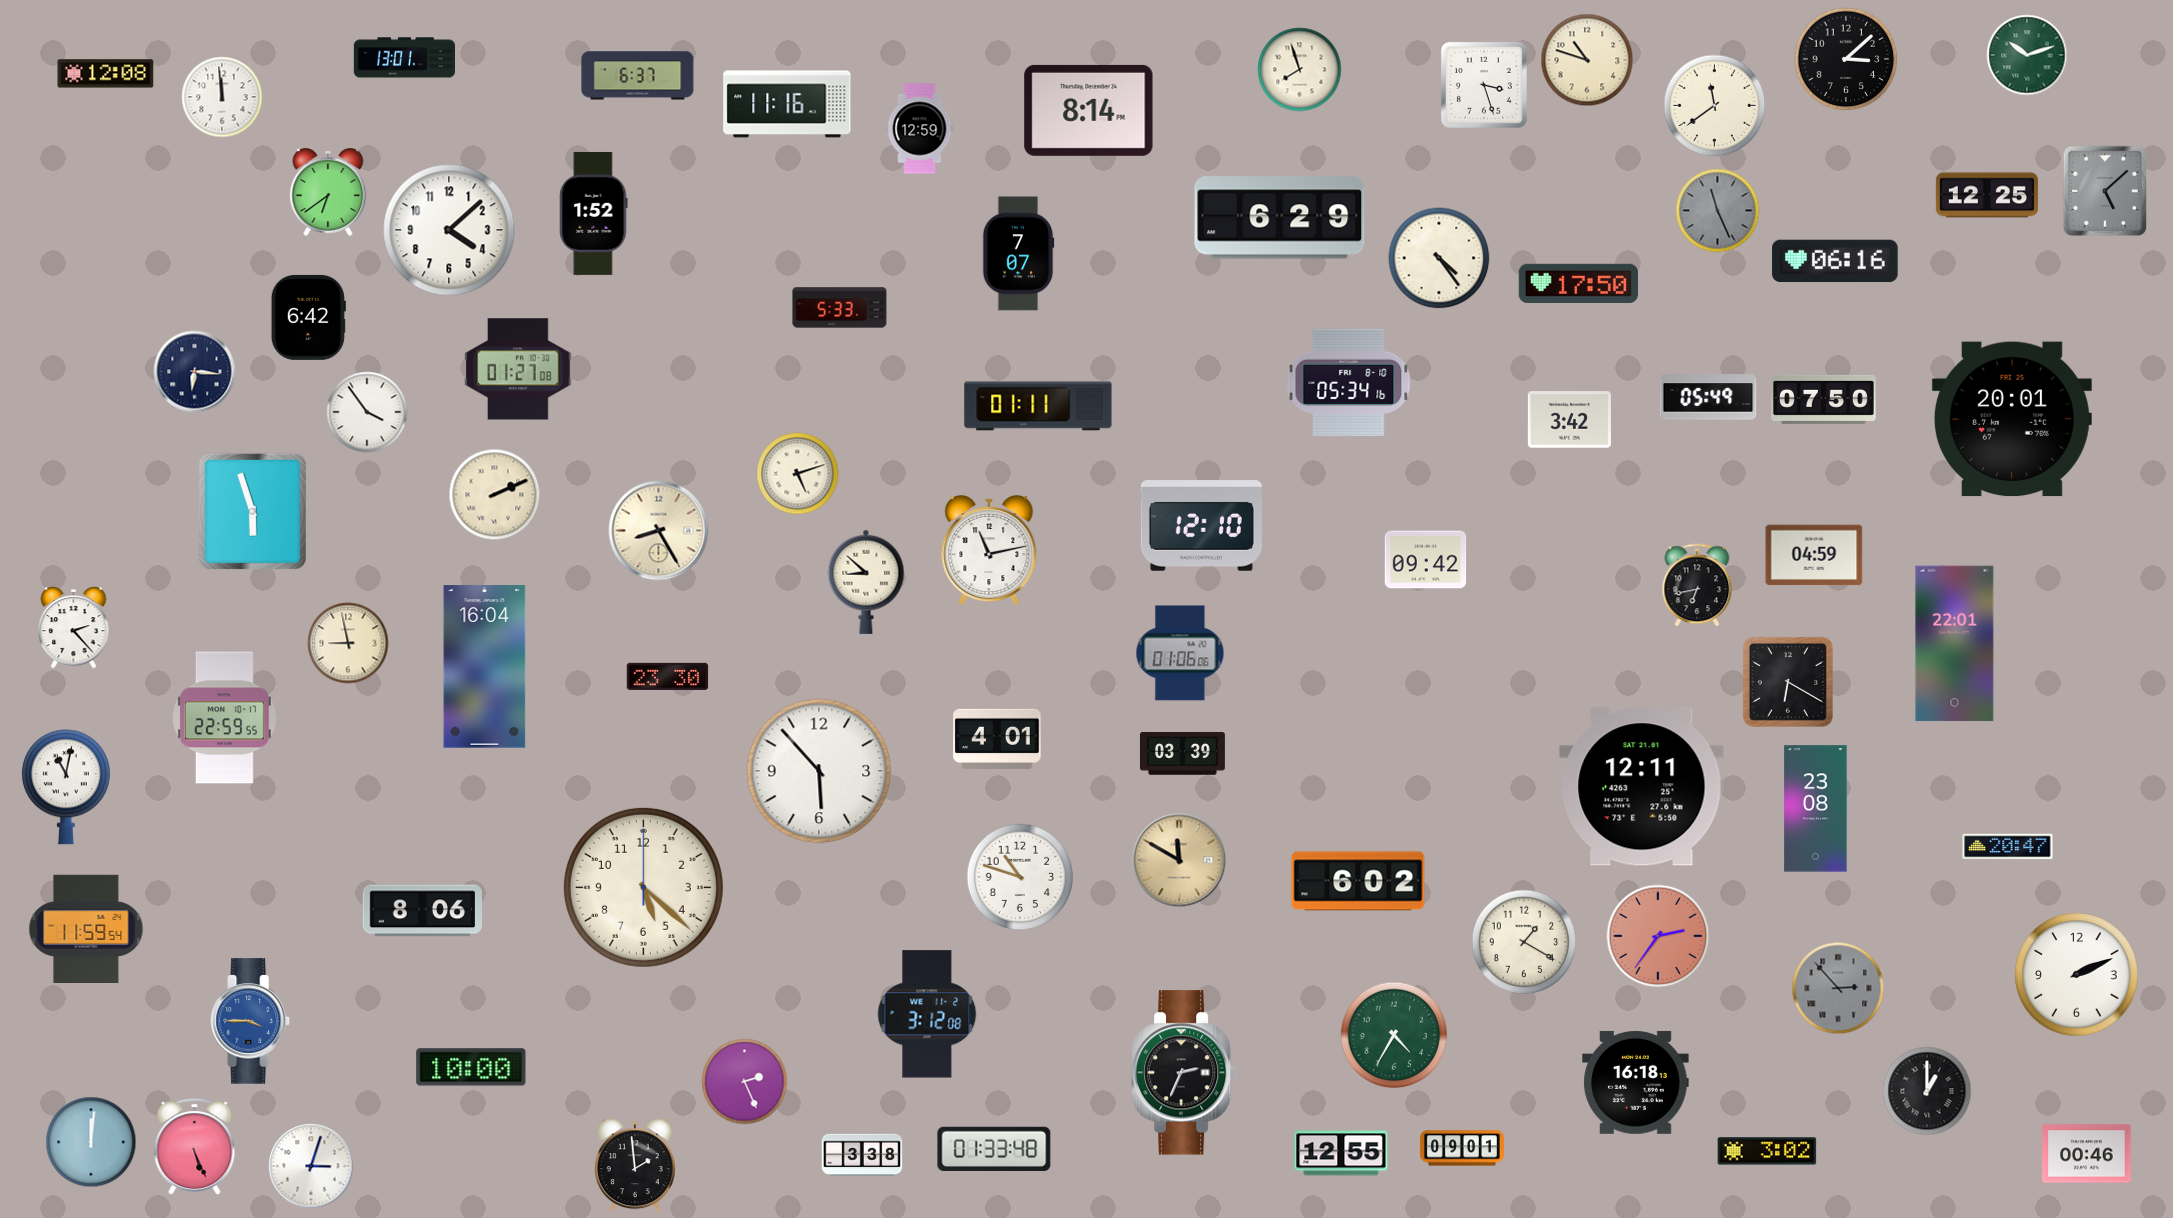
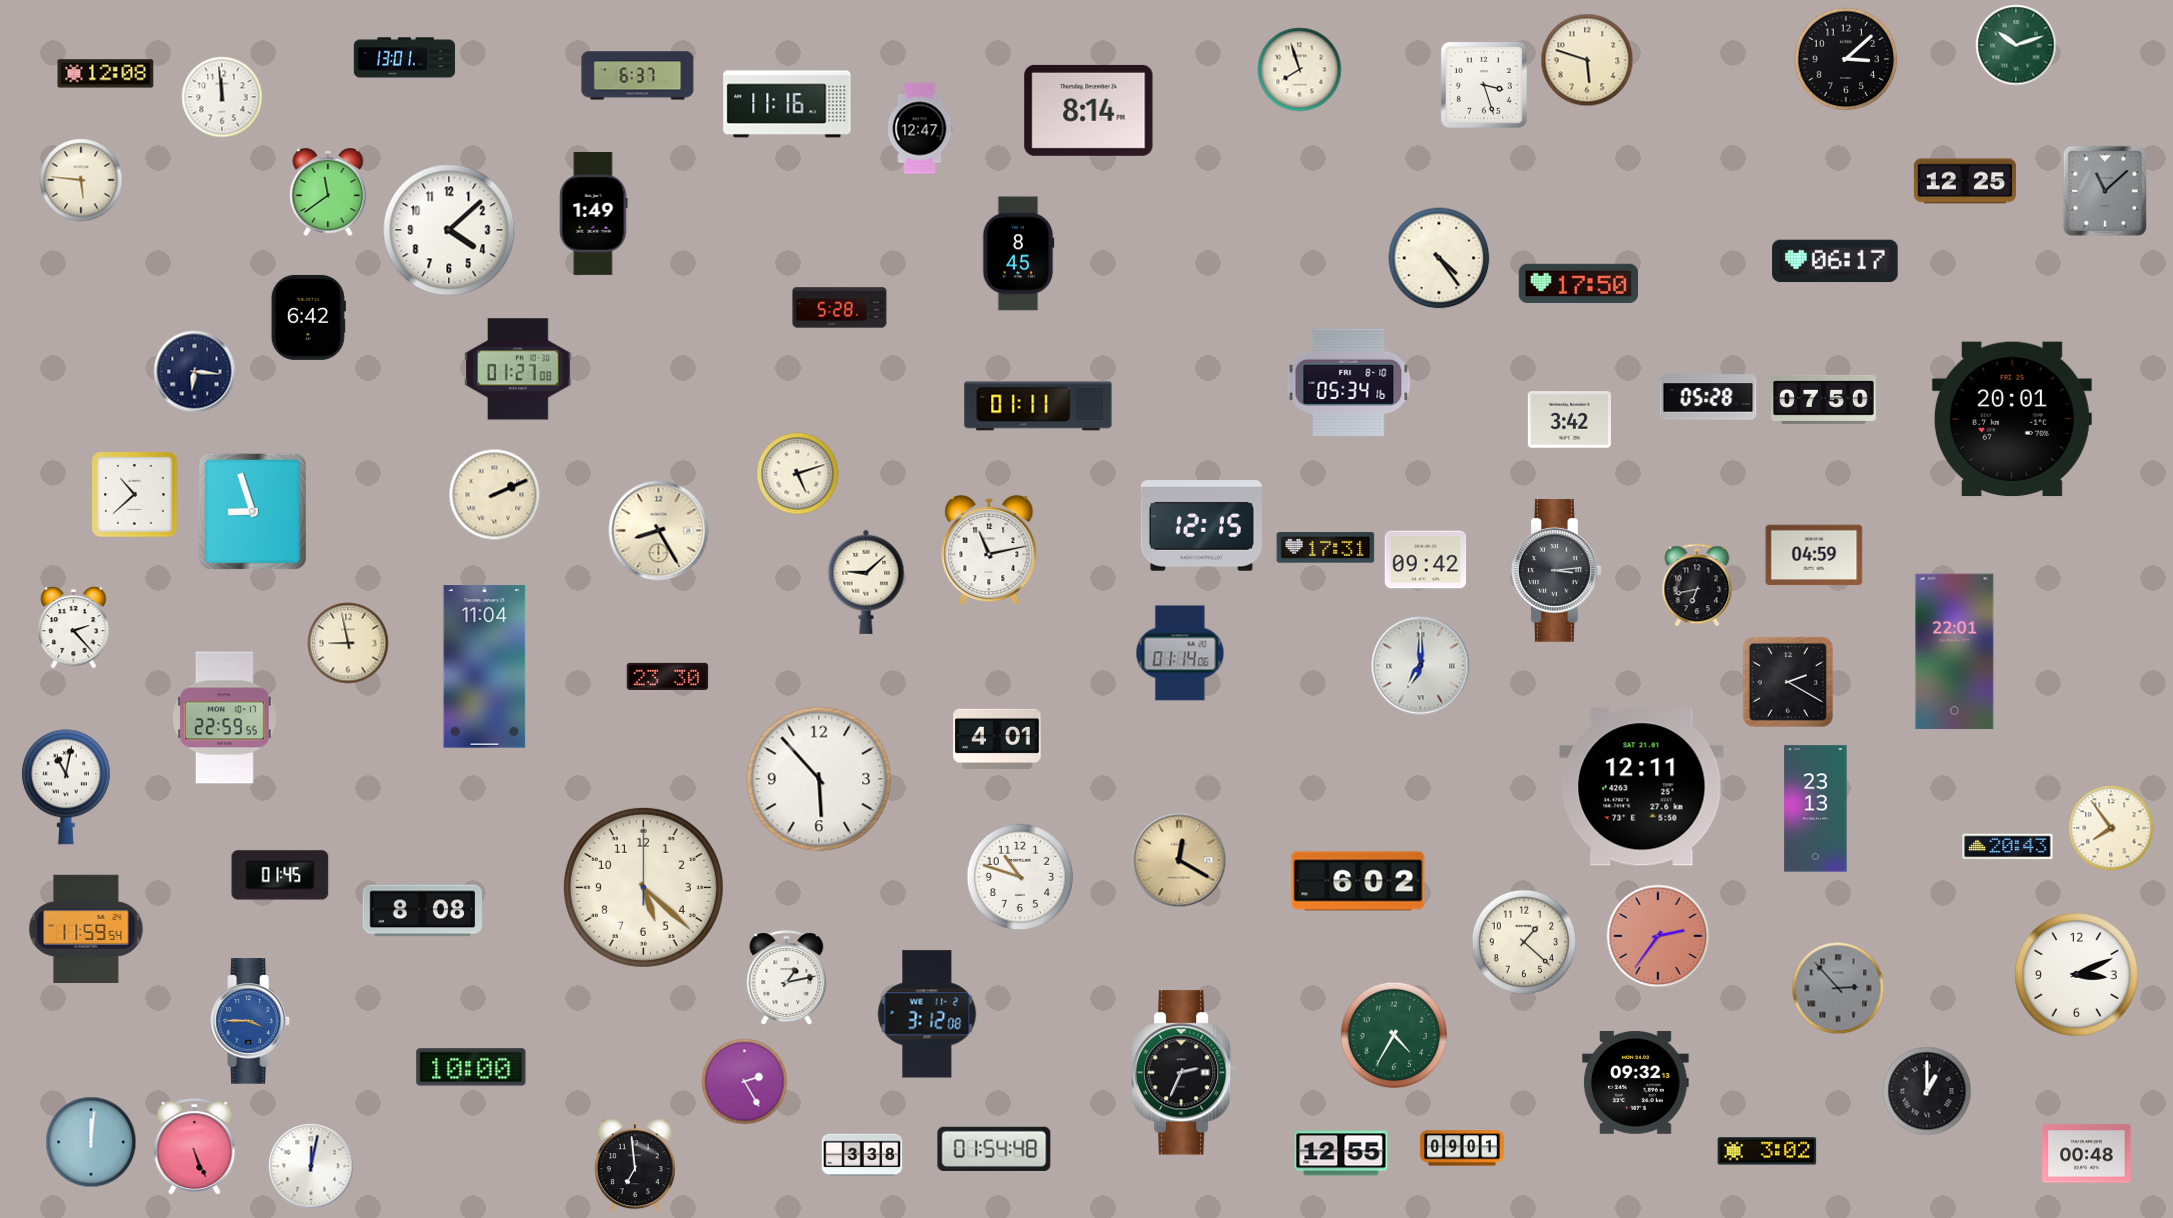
clock at (2027, 55) position: (2027, 55) -> (2016, 45)
clock at (1587, 60): 10:48 -> 5:48
clock at (1715, 106): 11:39 -> none
clock at (920, 129): 12:59 -> 12:47
clock at (81, 180): none -> 5:46
clock at (2105, 190): 5:08 -> 11:08
clock at (328, 193): 6:39 -> 11:39
clock at (1987, 195) position: (1987, 195) -> (1965, 181)
clock at (1718, 211): 11:26 -> none
clock at (594, 213): 1:52 -> 1:49
clock at (1280, 218): 6:29 -> none
clock at (1018, 254): 7:07 -> 8:45
clock at (1835, 261): 06:16 -> 06:17
clock at (840, 308): 5:33 -> 5:28
clock at (1708, 397): 05:49 -> 05:28
clock at (367, 412): 3:54 -> none
clock at (135, 495): none -> 10:38
clock at (252, 511): 5:57 -> 8:57
clock at (1201, 526): 12:10 -> 12:15
clock at (1326, 548): none -> 17:31
clock at (1557, 571): none -> 3:14
clock at (866, 582): 8:52 -> 9:08
clock at (1955, 644) position: (1955, 644) -> (1955, 652)
clock at (1180, 653): 01:06 -> 01:14
clock at (1421, 666): none -> 7:00
clock at (485, 667): 16:04 -> 11:04
clock at (1788, 682): 6:20 -> 2:20
clock at (1182, 754): 03:39 -> none
clock at (819, 771) position: (819, 771) -> (819, 779)
clock at (1816, 809): 23:08 -> 23:13
clock at (2111, 828): none -> 7:54
clock at (2008, 847): 20:47 -> 20:43
clock at (1179, 860): 11:50 -> 12:20
clock at (280, 875): none -> 01:45
clock at (422, 911): 8:06 -> 8:08
clock at (1524, 942): 1:20 -> 1:22
clock at (2077, 975): 2:11 -> 3:11
clock at (787, 978): none -> 1:13
clock at (745, 1082): 2:26 -> 2:25
clock at (1636, 1082): 16:18 -> 09:32
clock at (994, 1149): 01:33 -> 01:54
clock at (2087, 1154): 00:46 -> 00:48
clock at (311, 1166): 3:03 -> 12:02
clock at (635, 1166): 1:59 -> 6:59
